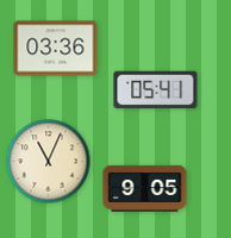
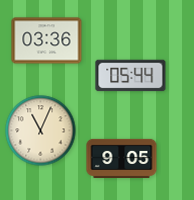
clock at (156, 90): 05:41 -> 05:44
clock at (49, 162) position: (49, 162) -> (41, 131)
